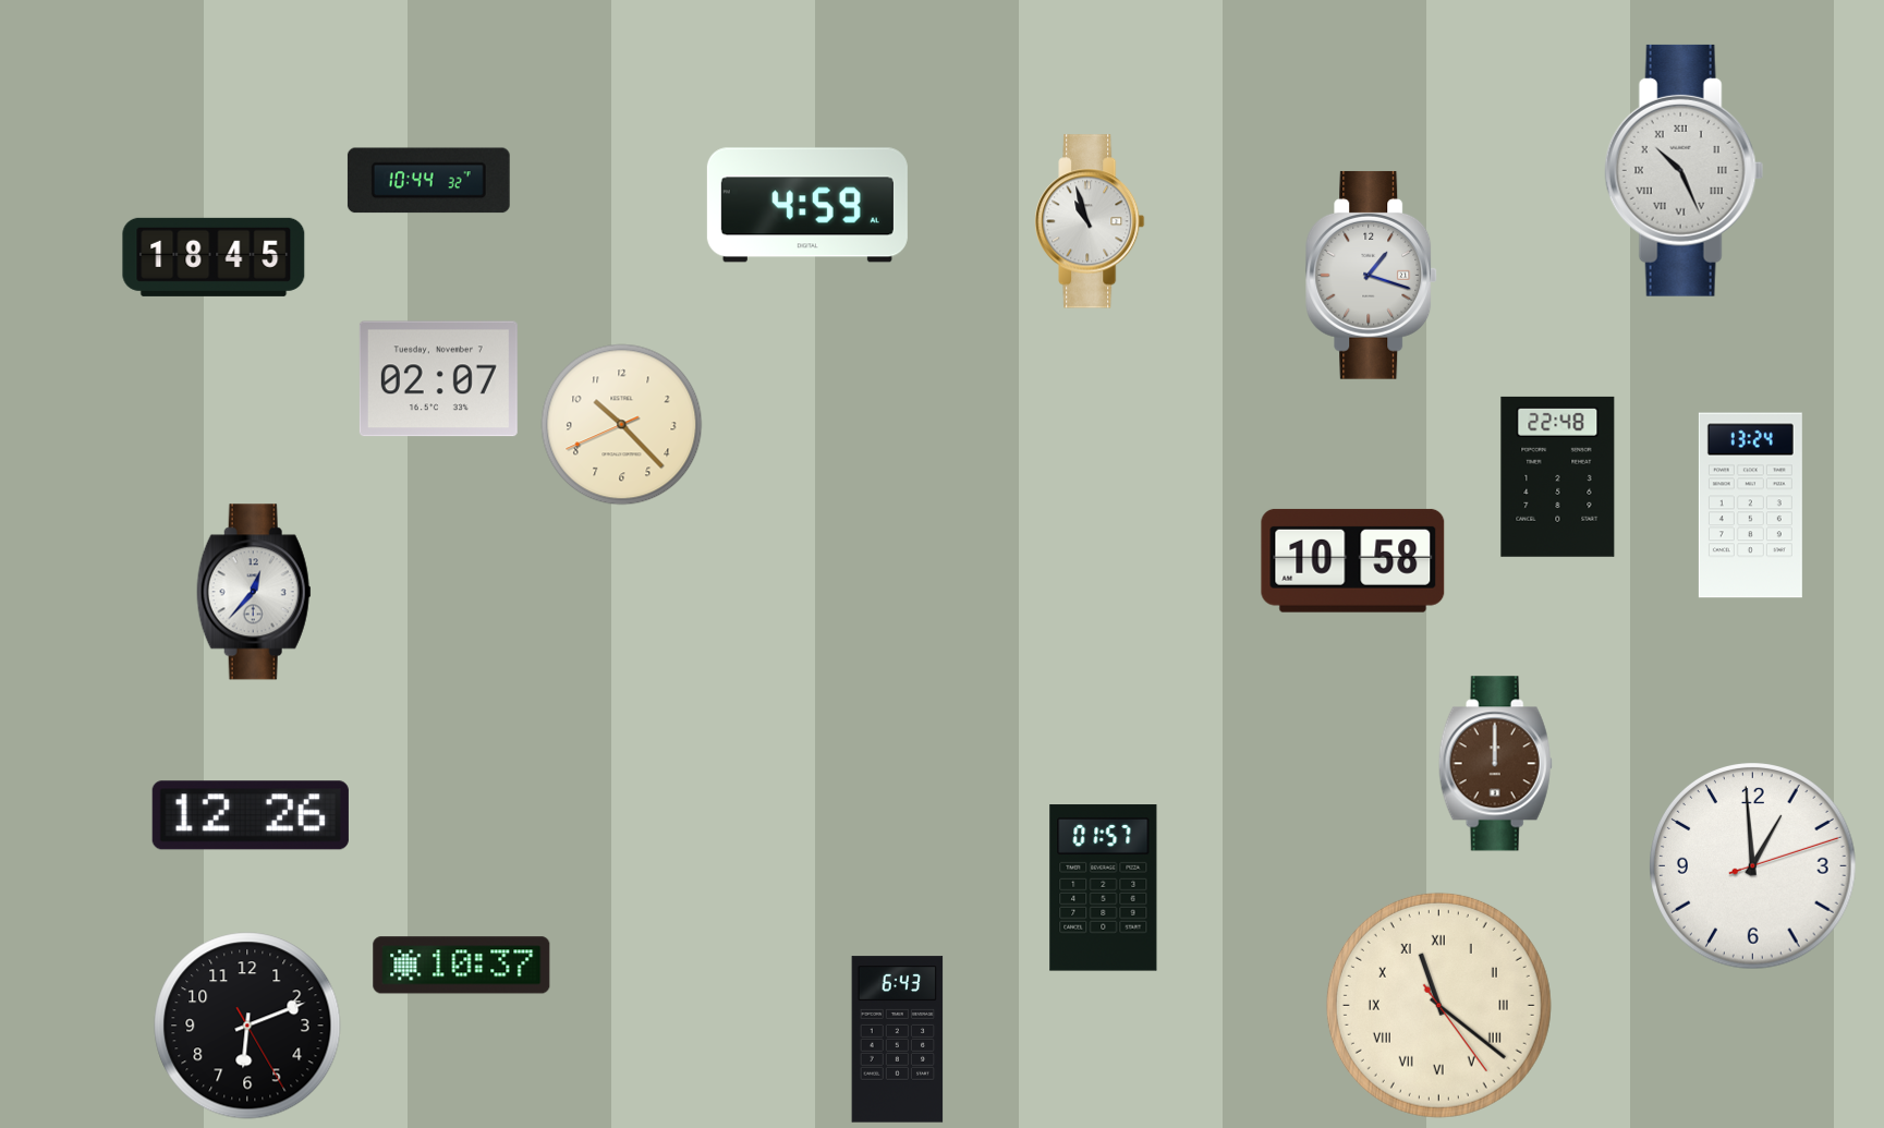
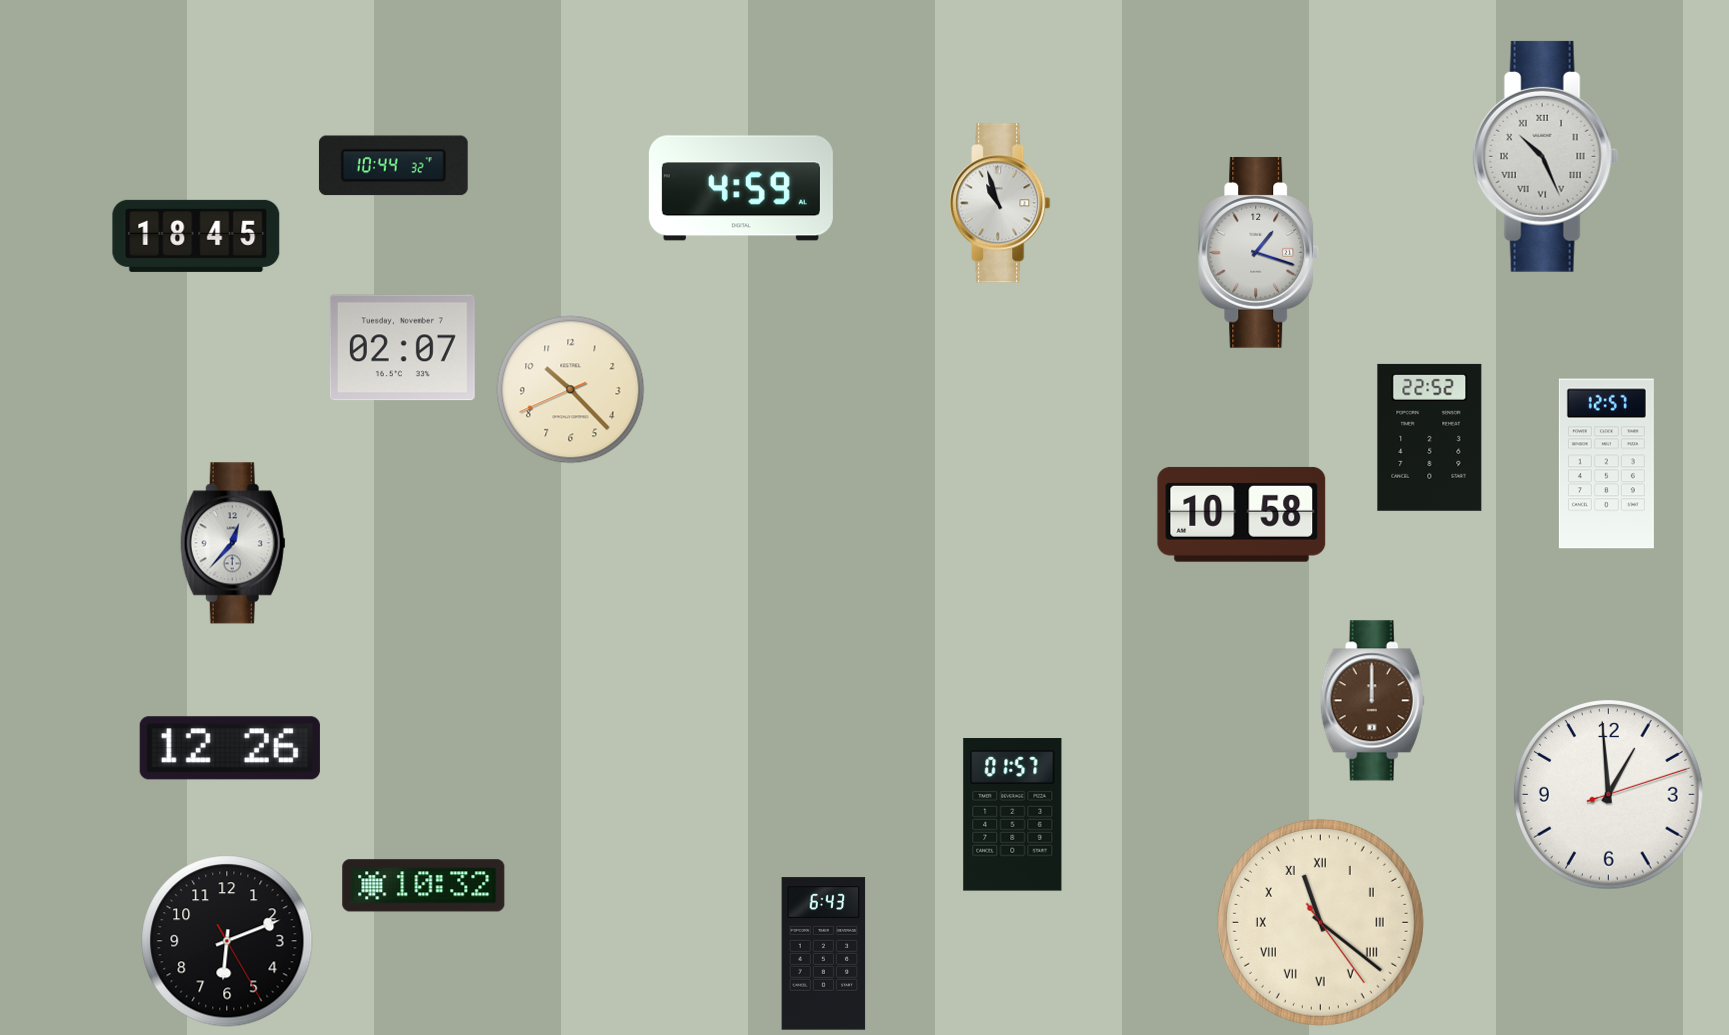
clock at (1558, 476): 22:48 -> 22:52
clock at (1750, 506): 13:24 -> 12:57
clock at (462, 966): 10:37 -> 10:32
